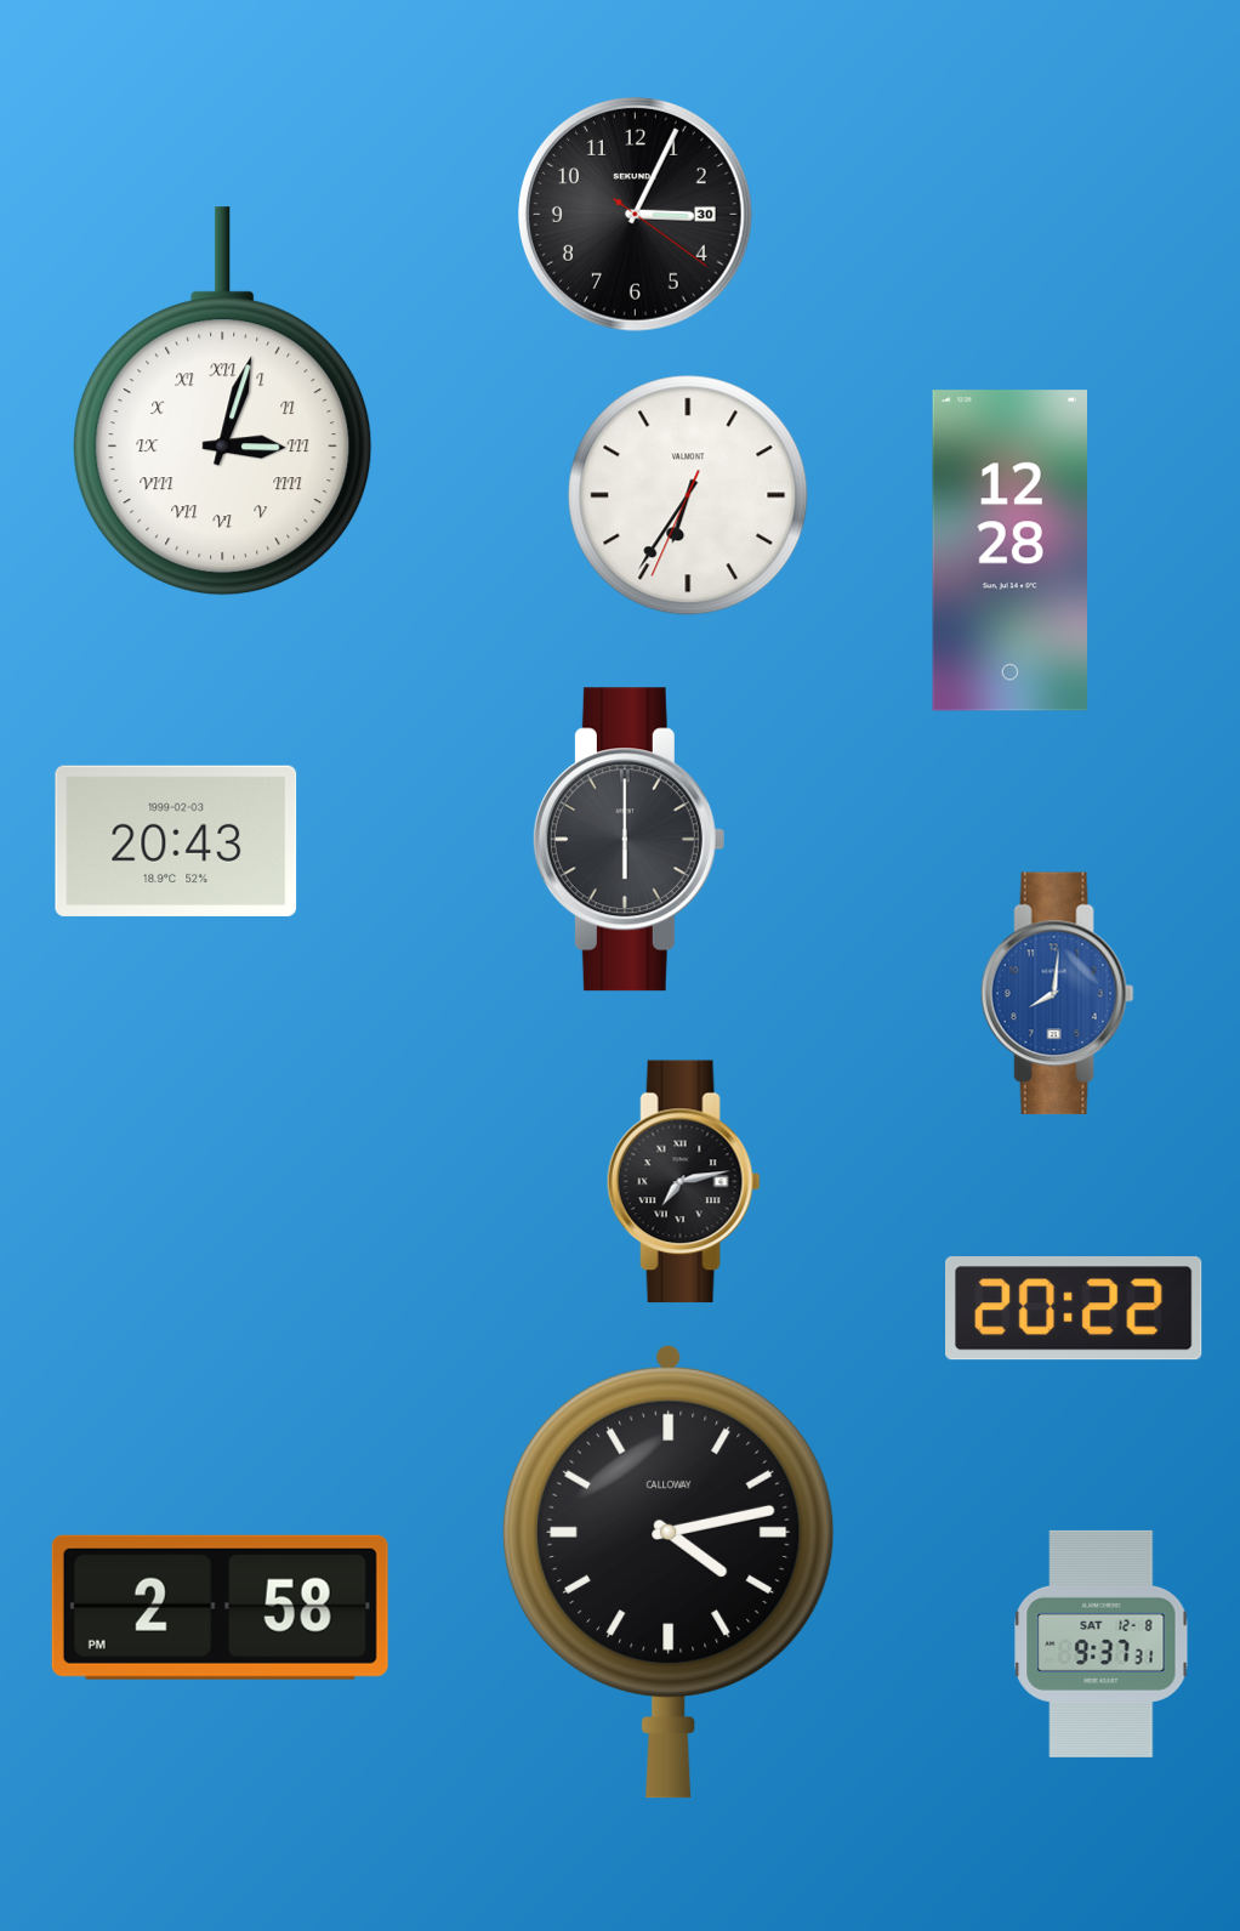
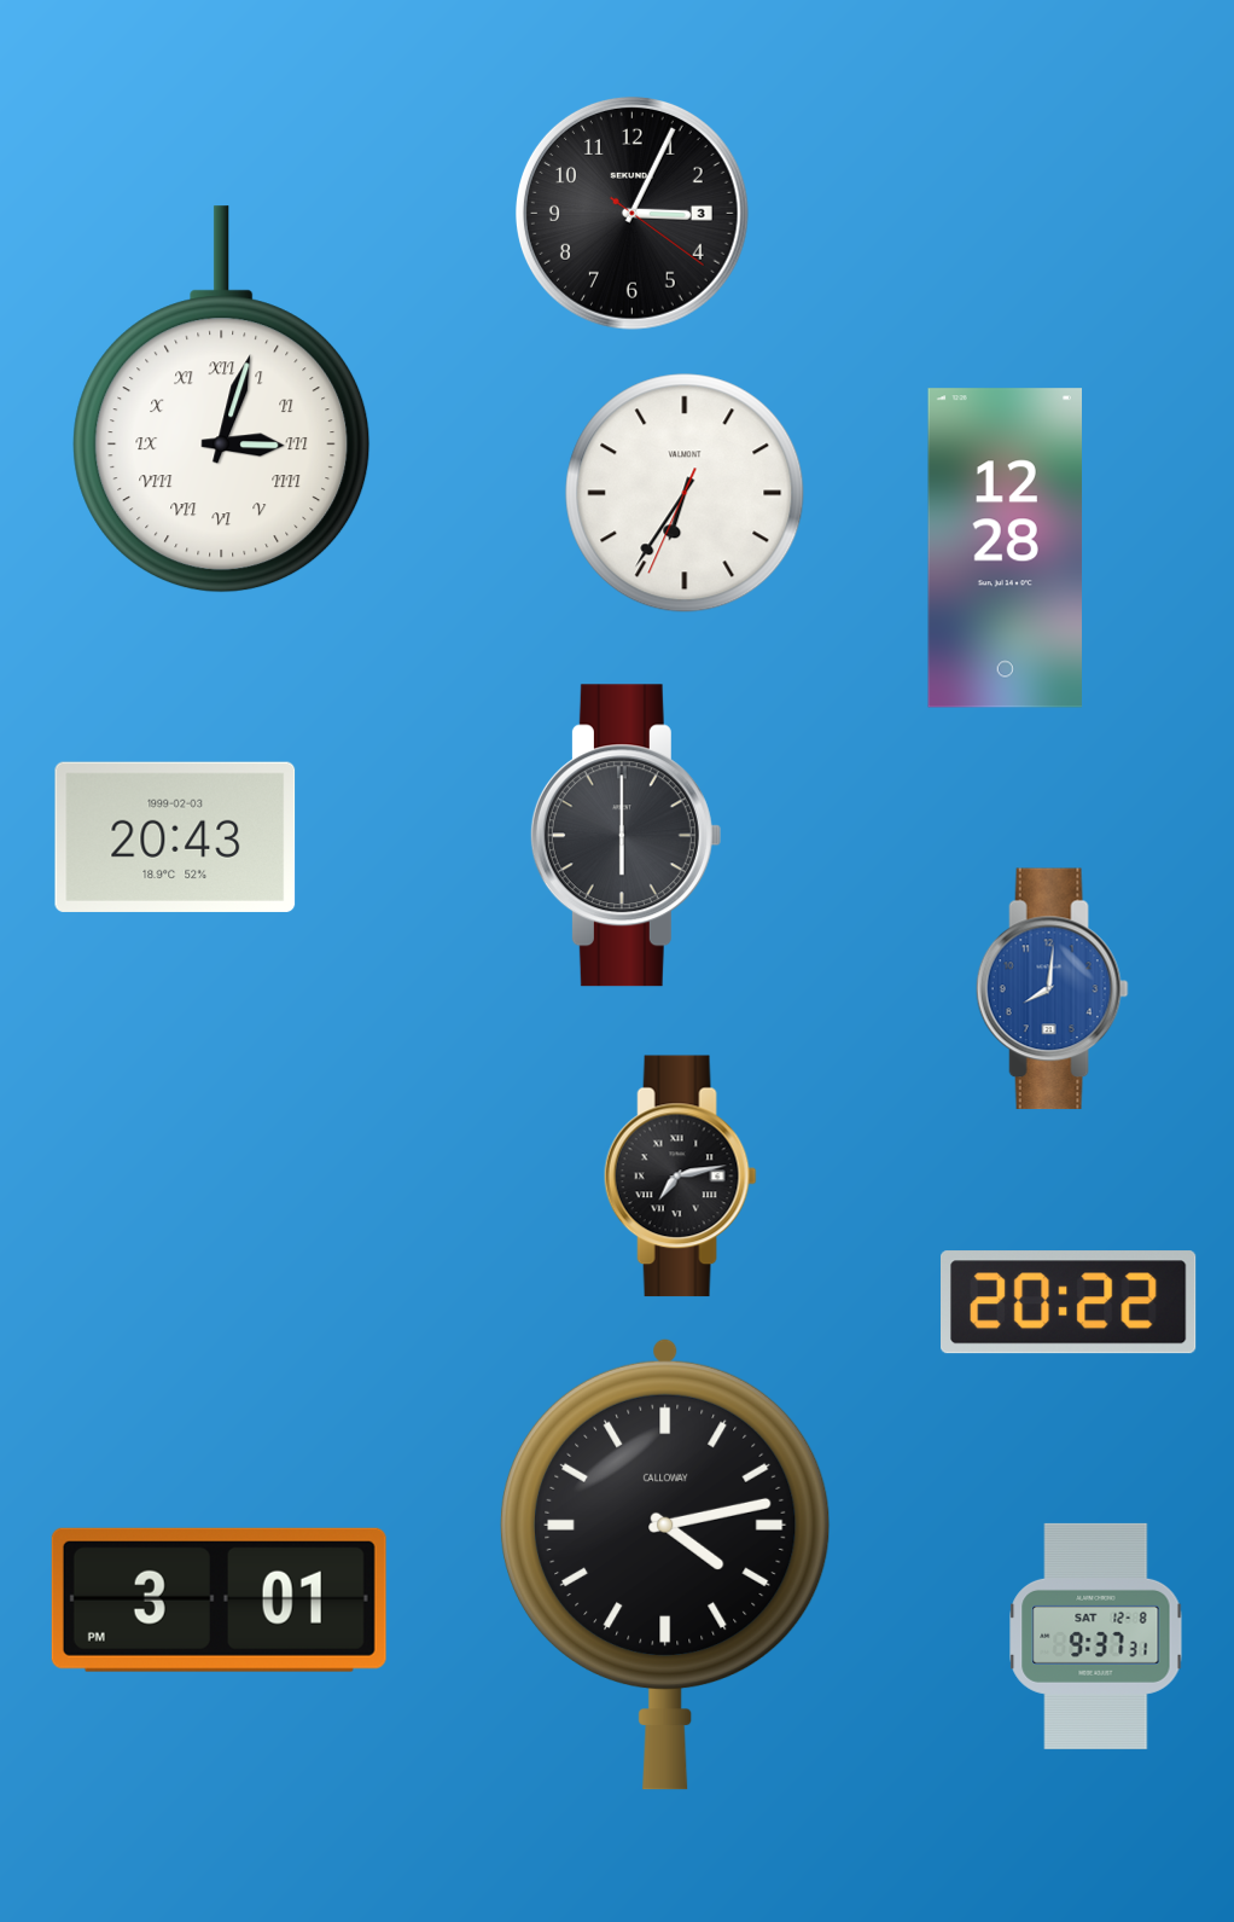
clock at (635, 214) date: 30 -> 3
clock at (220, 1607): 2:58 -> 3:01
